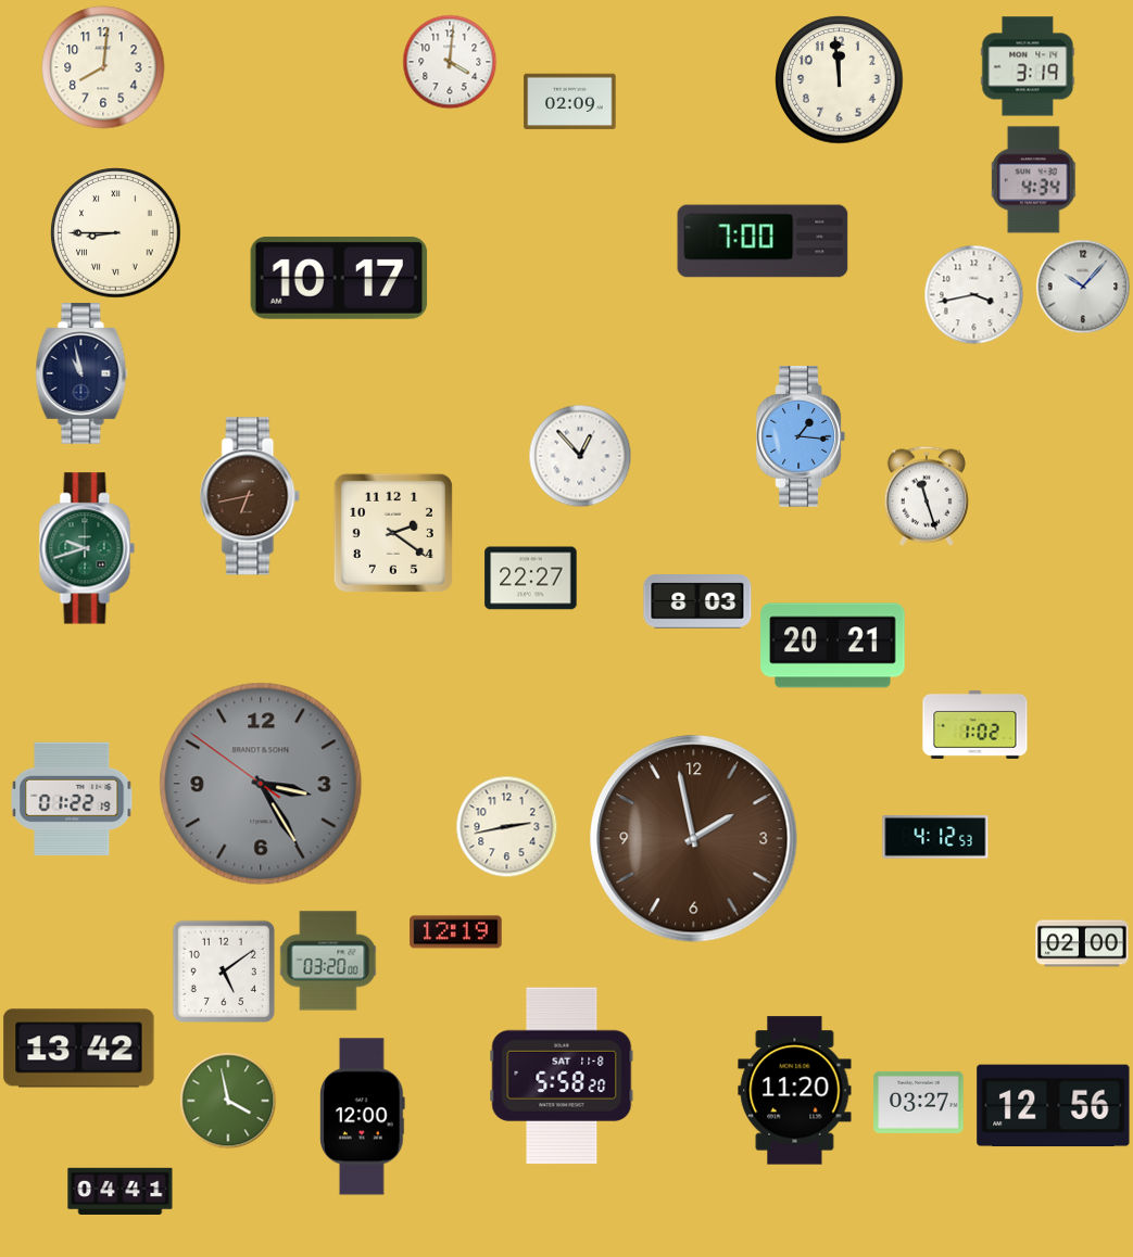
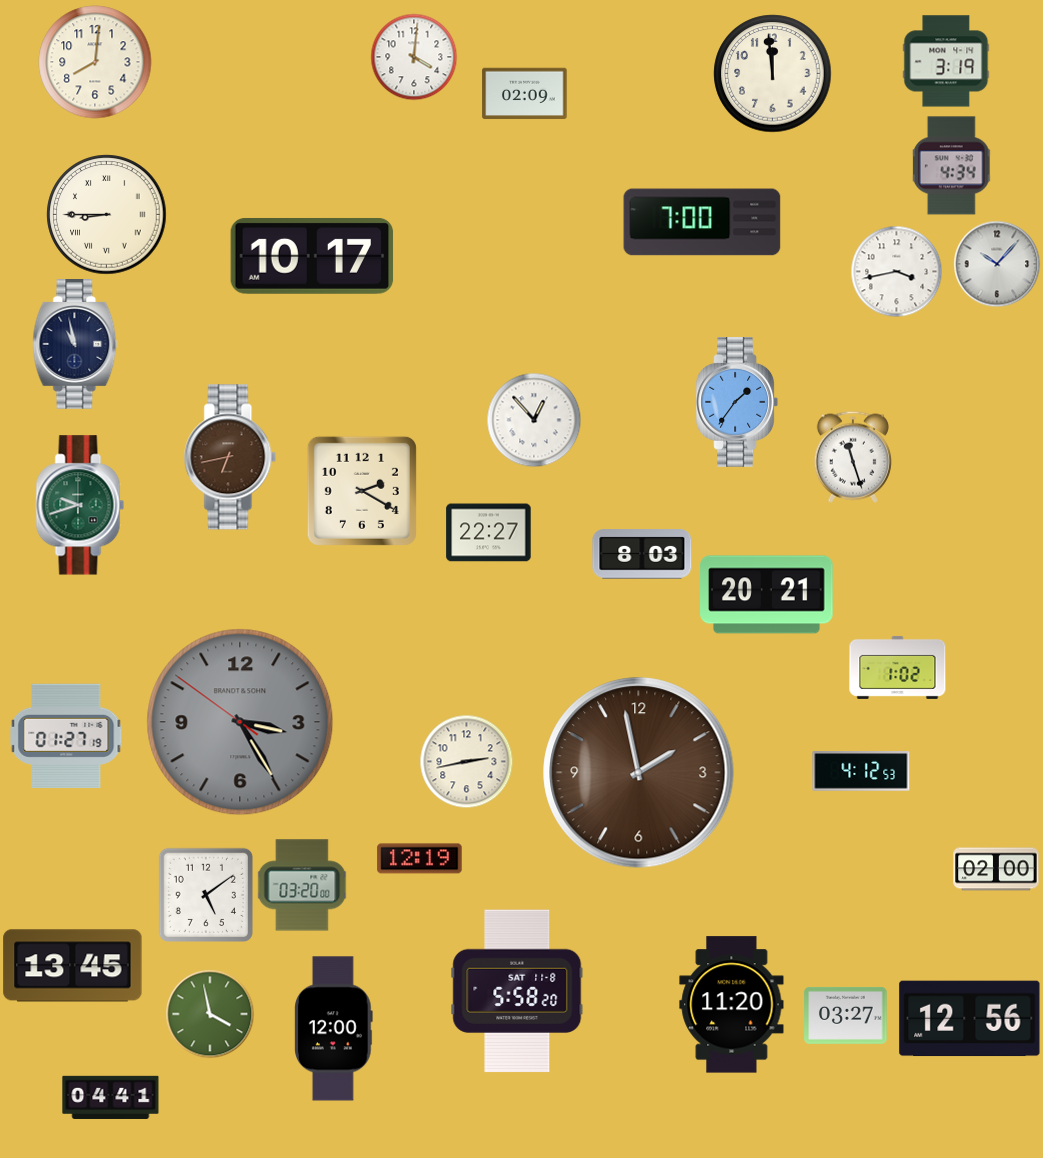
clock at (800, 437): 1:16 -> 1:36
clock at (393, 533): 2:21 -> 2:20
clock at (72, 799): 01:22 -> 01:27
clock at (79, 1049): 13:42 -> 13:45
